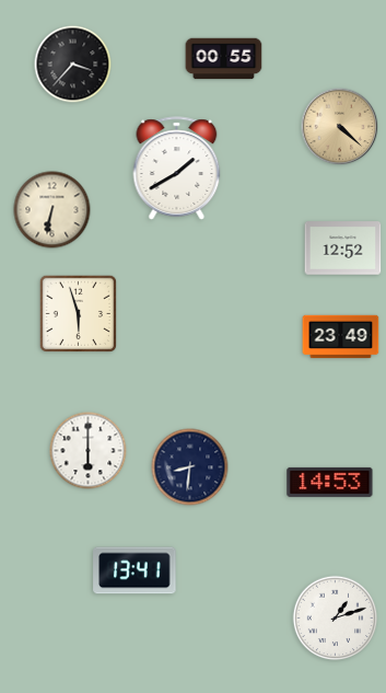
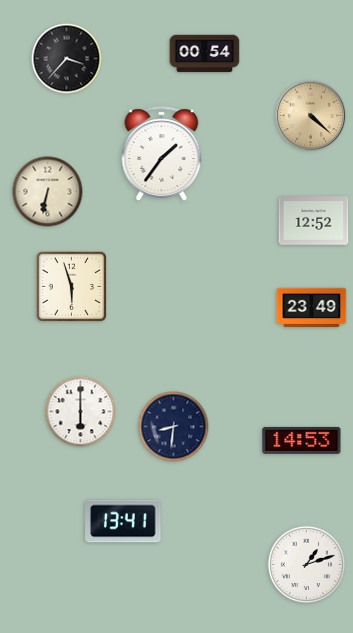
clock at (224, 59): 00:55 -> 00:54
clock at (177, 169): 1:40 -> 1:36
clock at (343, 249) position: (343, 249) -> (314, 221)
